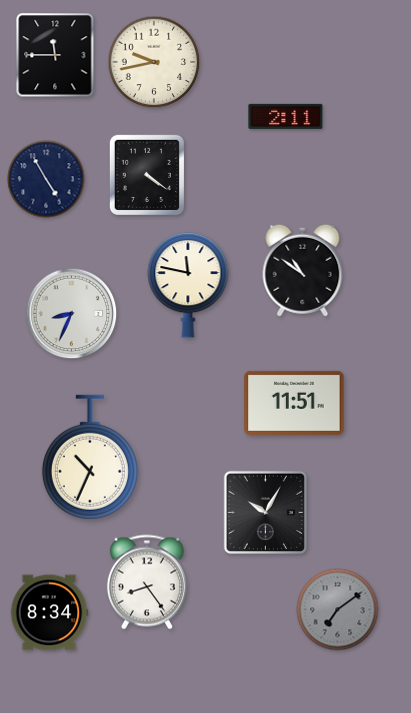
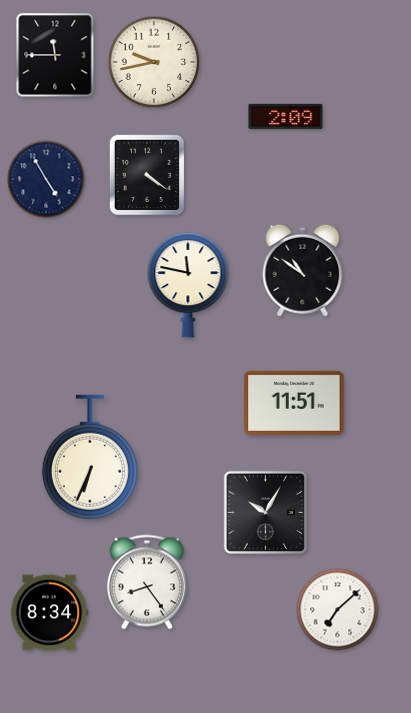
clock at (286, 116): 2:11 -> 2:09
clock at (72, 314): 8:34 -> none
clock at (90, 457): 10:34 -> 6:34
clock at (338, 610): 7:09 -> 7:08
clock at (338, 610) dial: grey -> white
